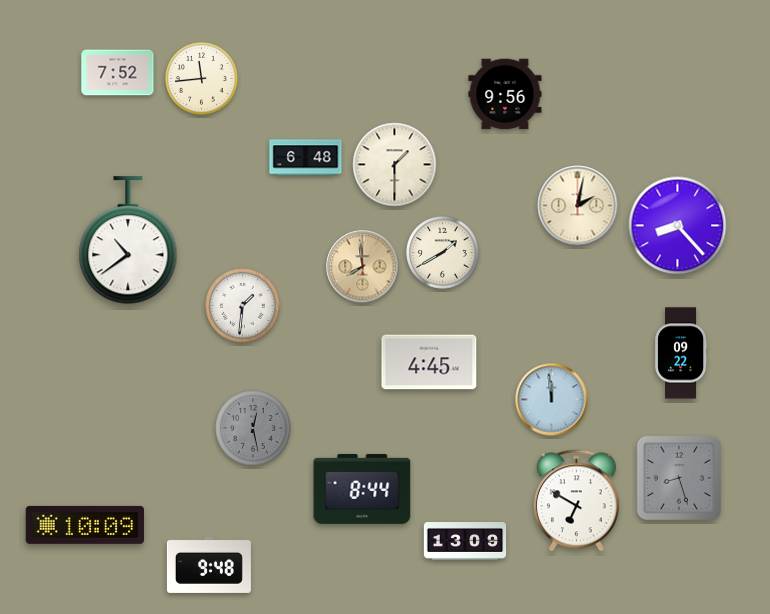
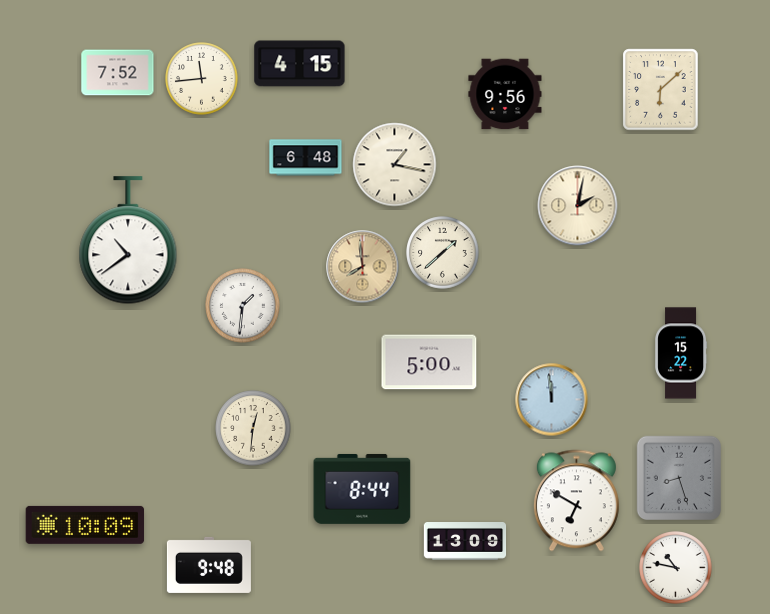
clock at (300, 64): none -> 4:15
clock at (661, 90): none -> 6:08
clock at (395, 165): 1:30 -> 1:17
clock at (678, 226): 8:23 -> none
clock at (443, 253): 1:40 -> 1:38
clock at (681, 353): 09:22 -> 15:22
clock at (429, 362): 4:45 -> 5:00
clock at (253, 428): 12:28 -> 12:31
clock at (253, 428) dial: grey -> cream
clock at (676, 568): none -> 10:47
